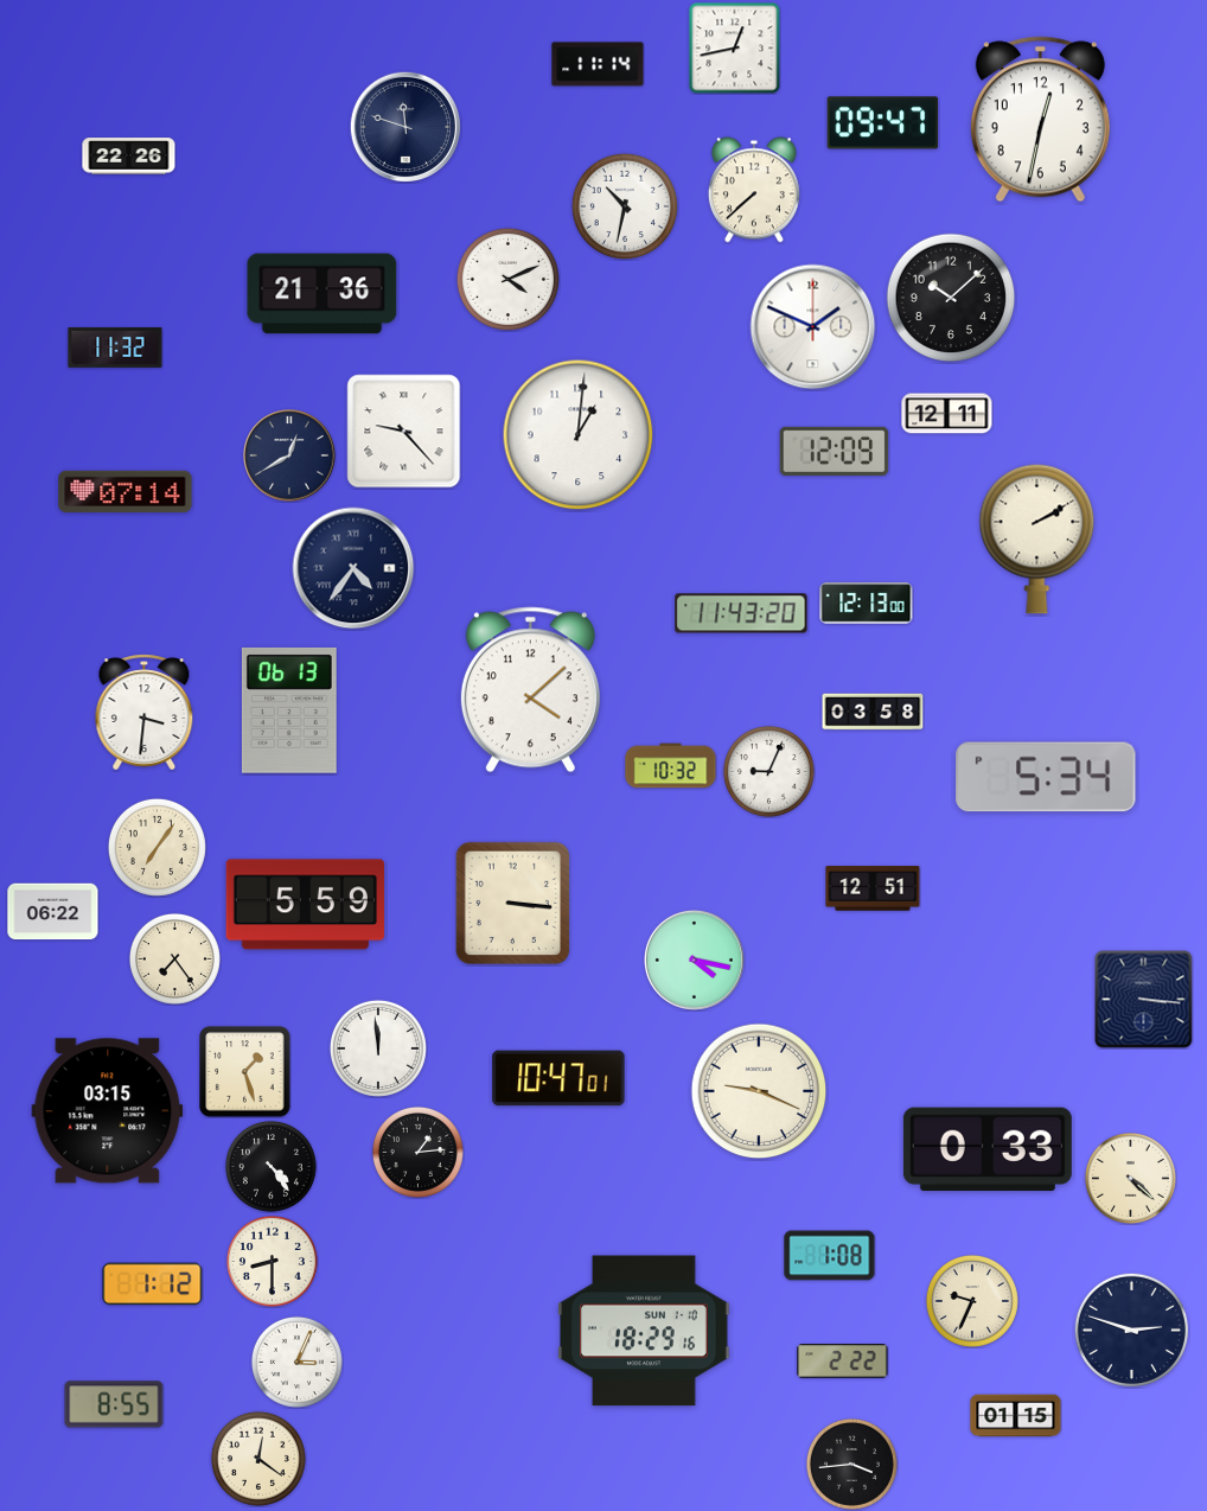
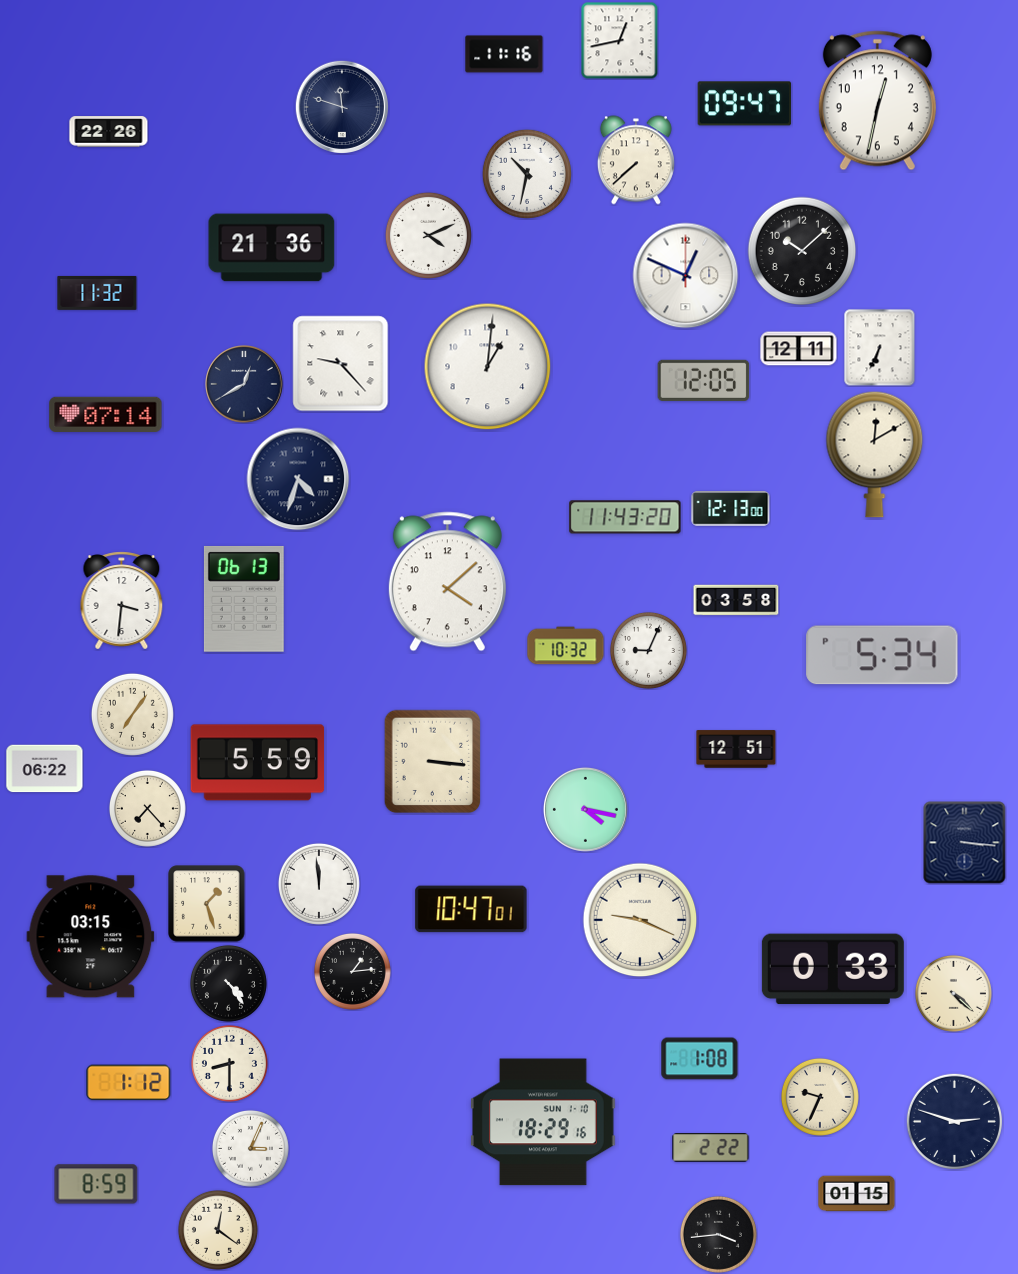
clock at (598, 64): 11:14 -> 11:16
clock at (813, 327): 1:49 -> 12:49
clock at (880, 347): none -> 6:34
clock at (835, 451): 12:09 -> 12:05
clock at (1037, 538): 2:10 -> 12:10
clock at (353, 568): 4:36 -> 4:33
clock at (174, 958): 7:24 -> 7:23
clock at (114, 1404): 8:55 -> 8:59
